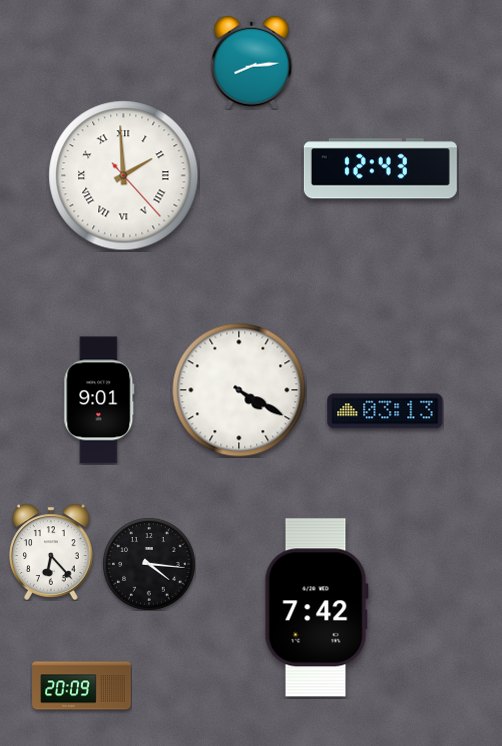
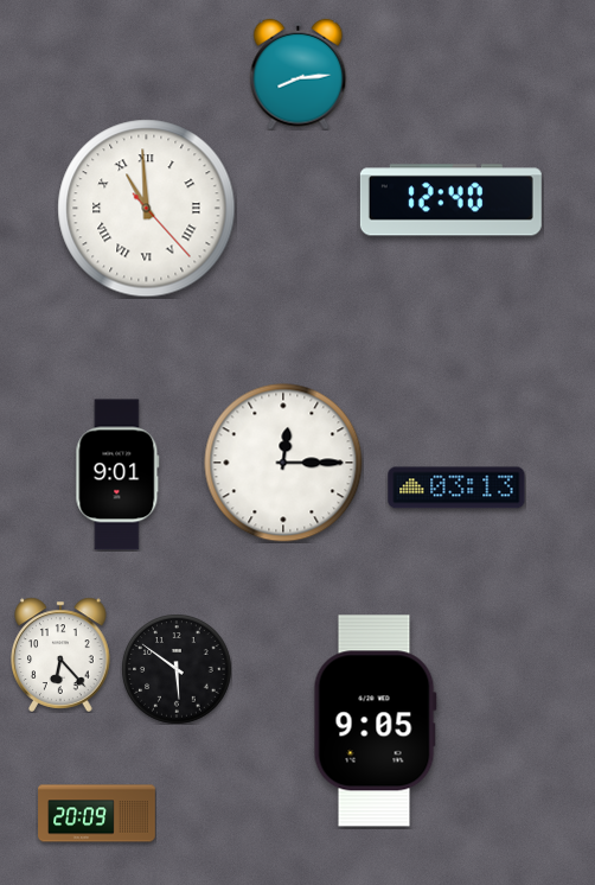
clock at (380, 169): 12:43 -> 12:40
clock at (124, 176): 1:59 -> 10:59
clock at (239, 390): 4:20 -> 12:15
clock at (149, 564): 4:16 -> 5:51
clock at (316, 608): 7:42 -> 9:05
